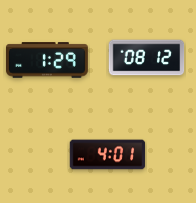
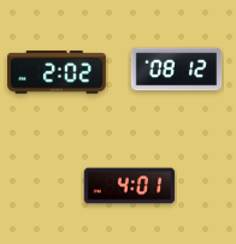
clock at (48, 60): 1:29 -> 2:02
